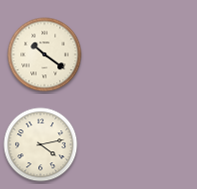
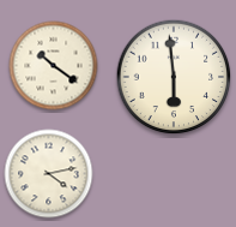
clock at (174, 77): none -> 5:59
